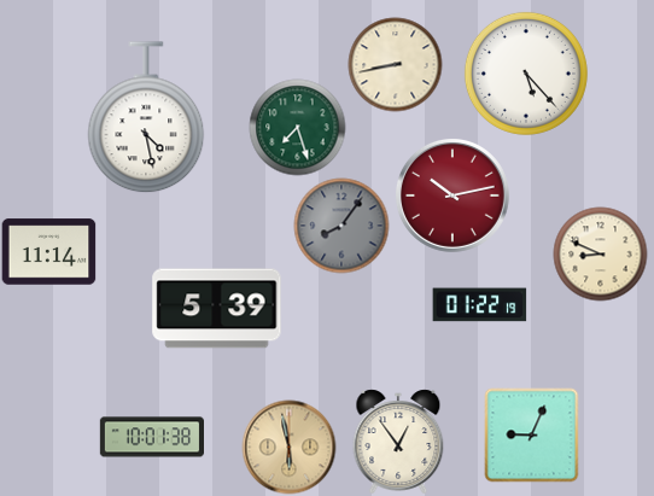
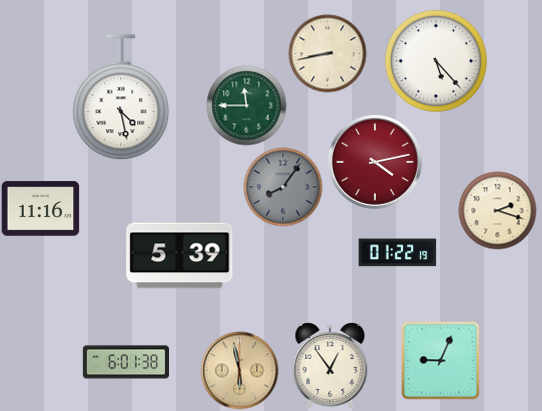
clock at (297, 127): 7:27 -> 11:45
clock at (452, 196): 10:13 -> 4:13
clock at (48, 252): 11:14 -> 11:16
clock at (600, 253): 8:49 -> 2:18
clock at (151, 437): 10:01 -> 6:01
